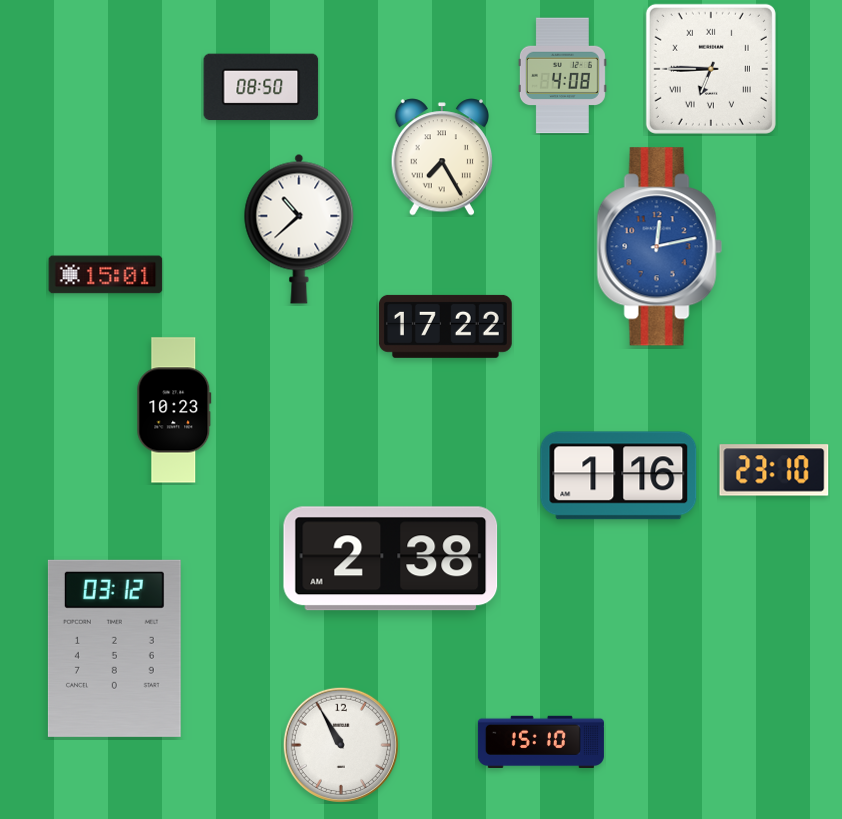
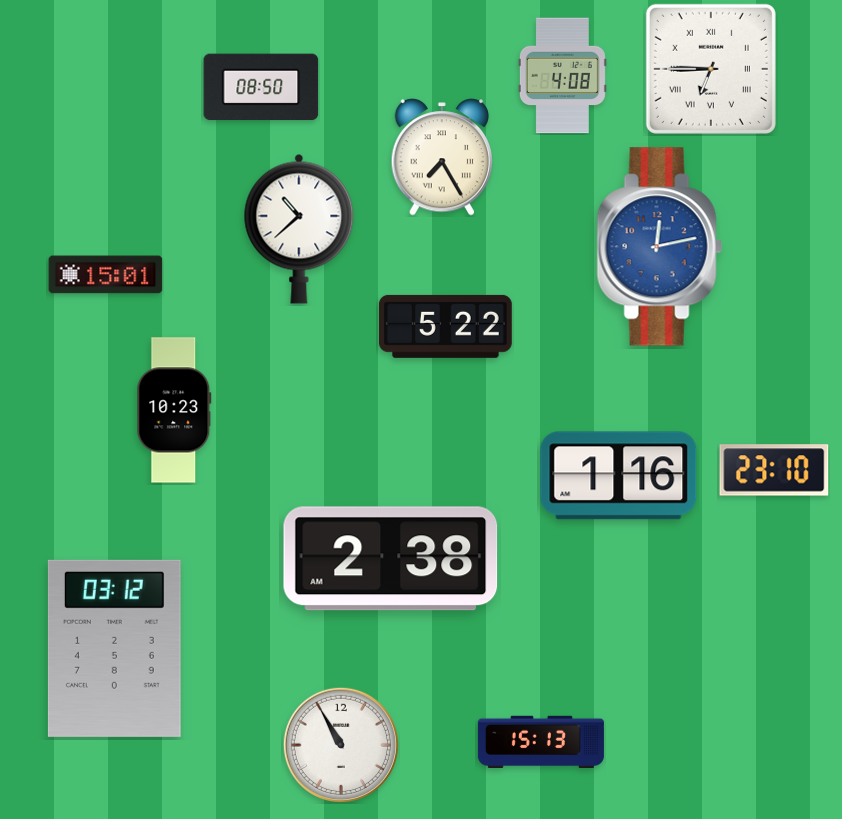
clock at (445, 326): 17:22 -> 5:22
clock at (541, 741): 15:10 -> 15:13
